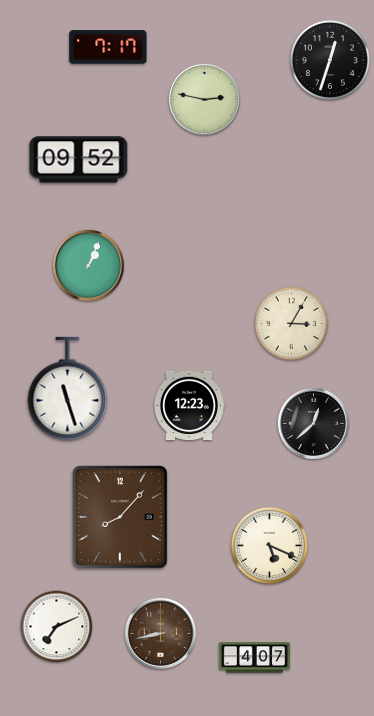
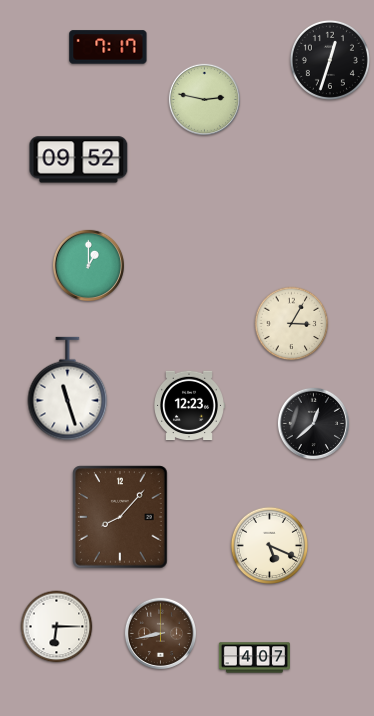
clock at (88, 265): 1:04 -> 1:00
clock at (57, 627): 7:11 -> 6:15
